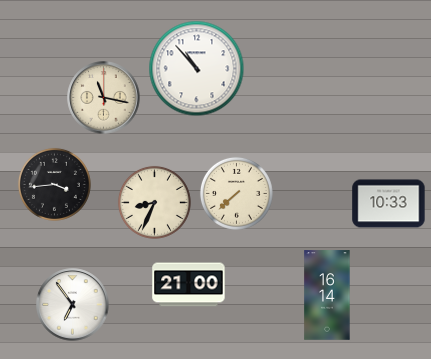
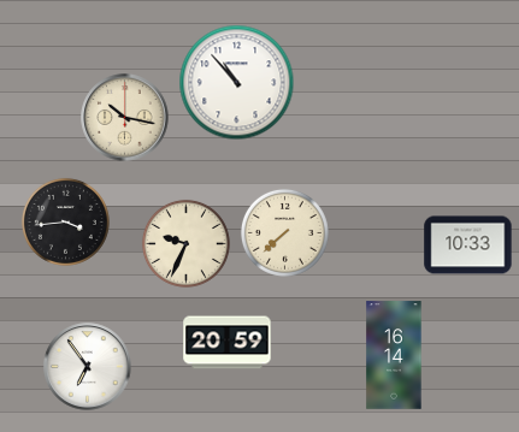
clock at (104, 98): 11:17 -> 10:17
clock at (154, 202): 8:34 -> 9:34
clock at (189, 285): 21:00 -> 20:59
